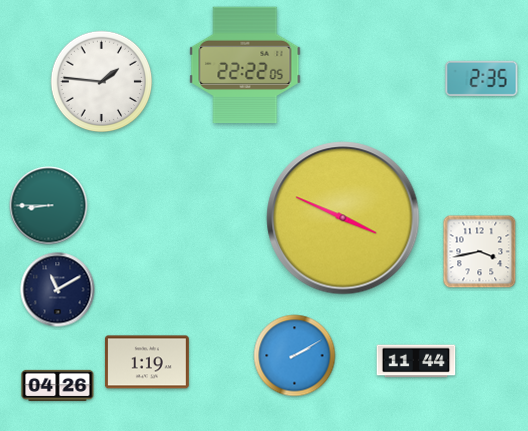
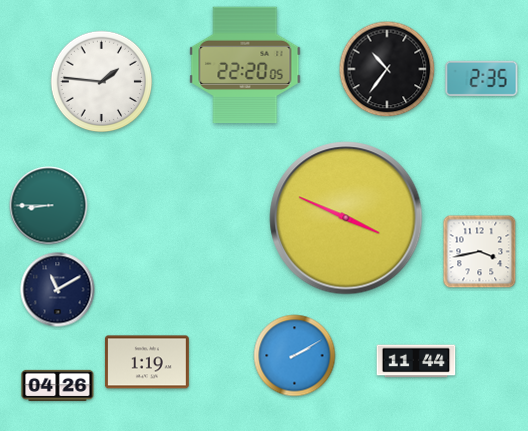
clock at (245, 65): 22:22 -> 22:20
clock at (387, 69): none -> 10:36
clock at (343, 218) position: (343, 218) -> (346, 218)
